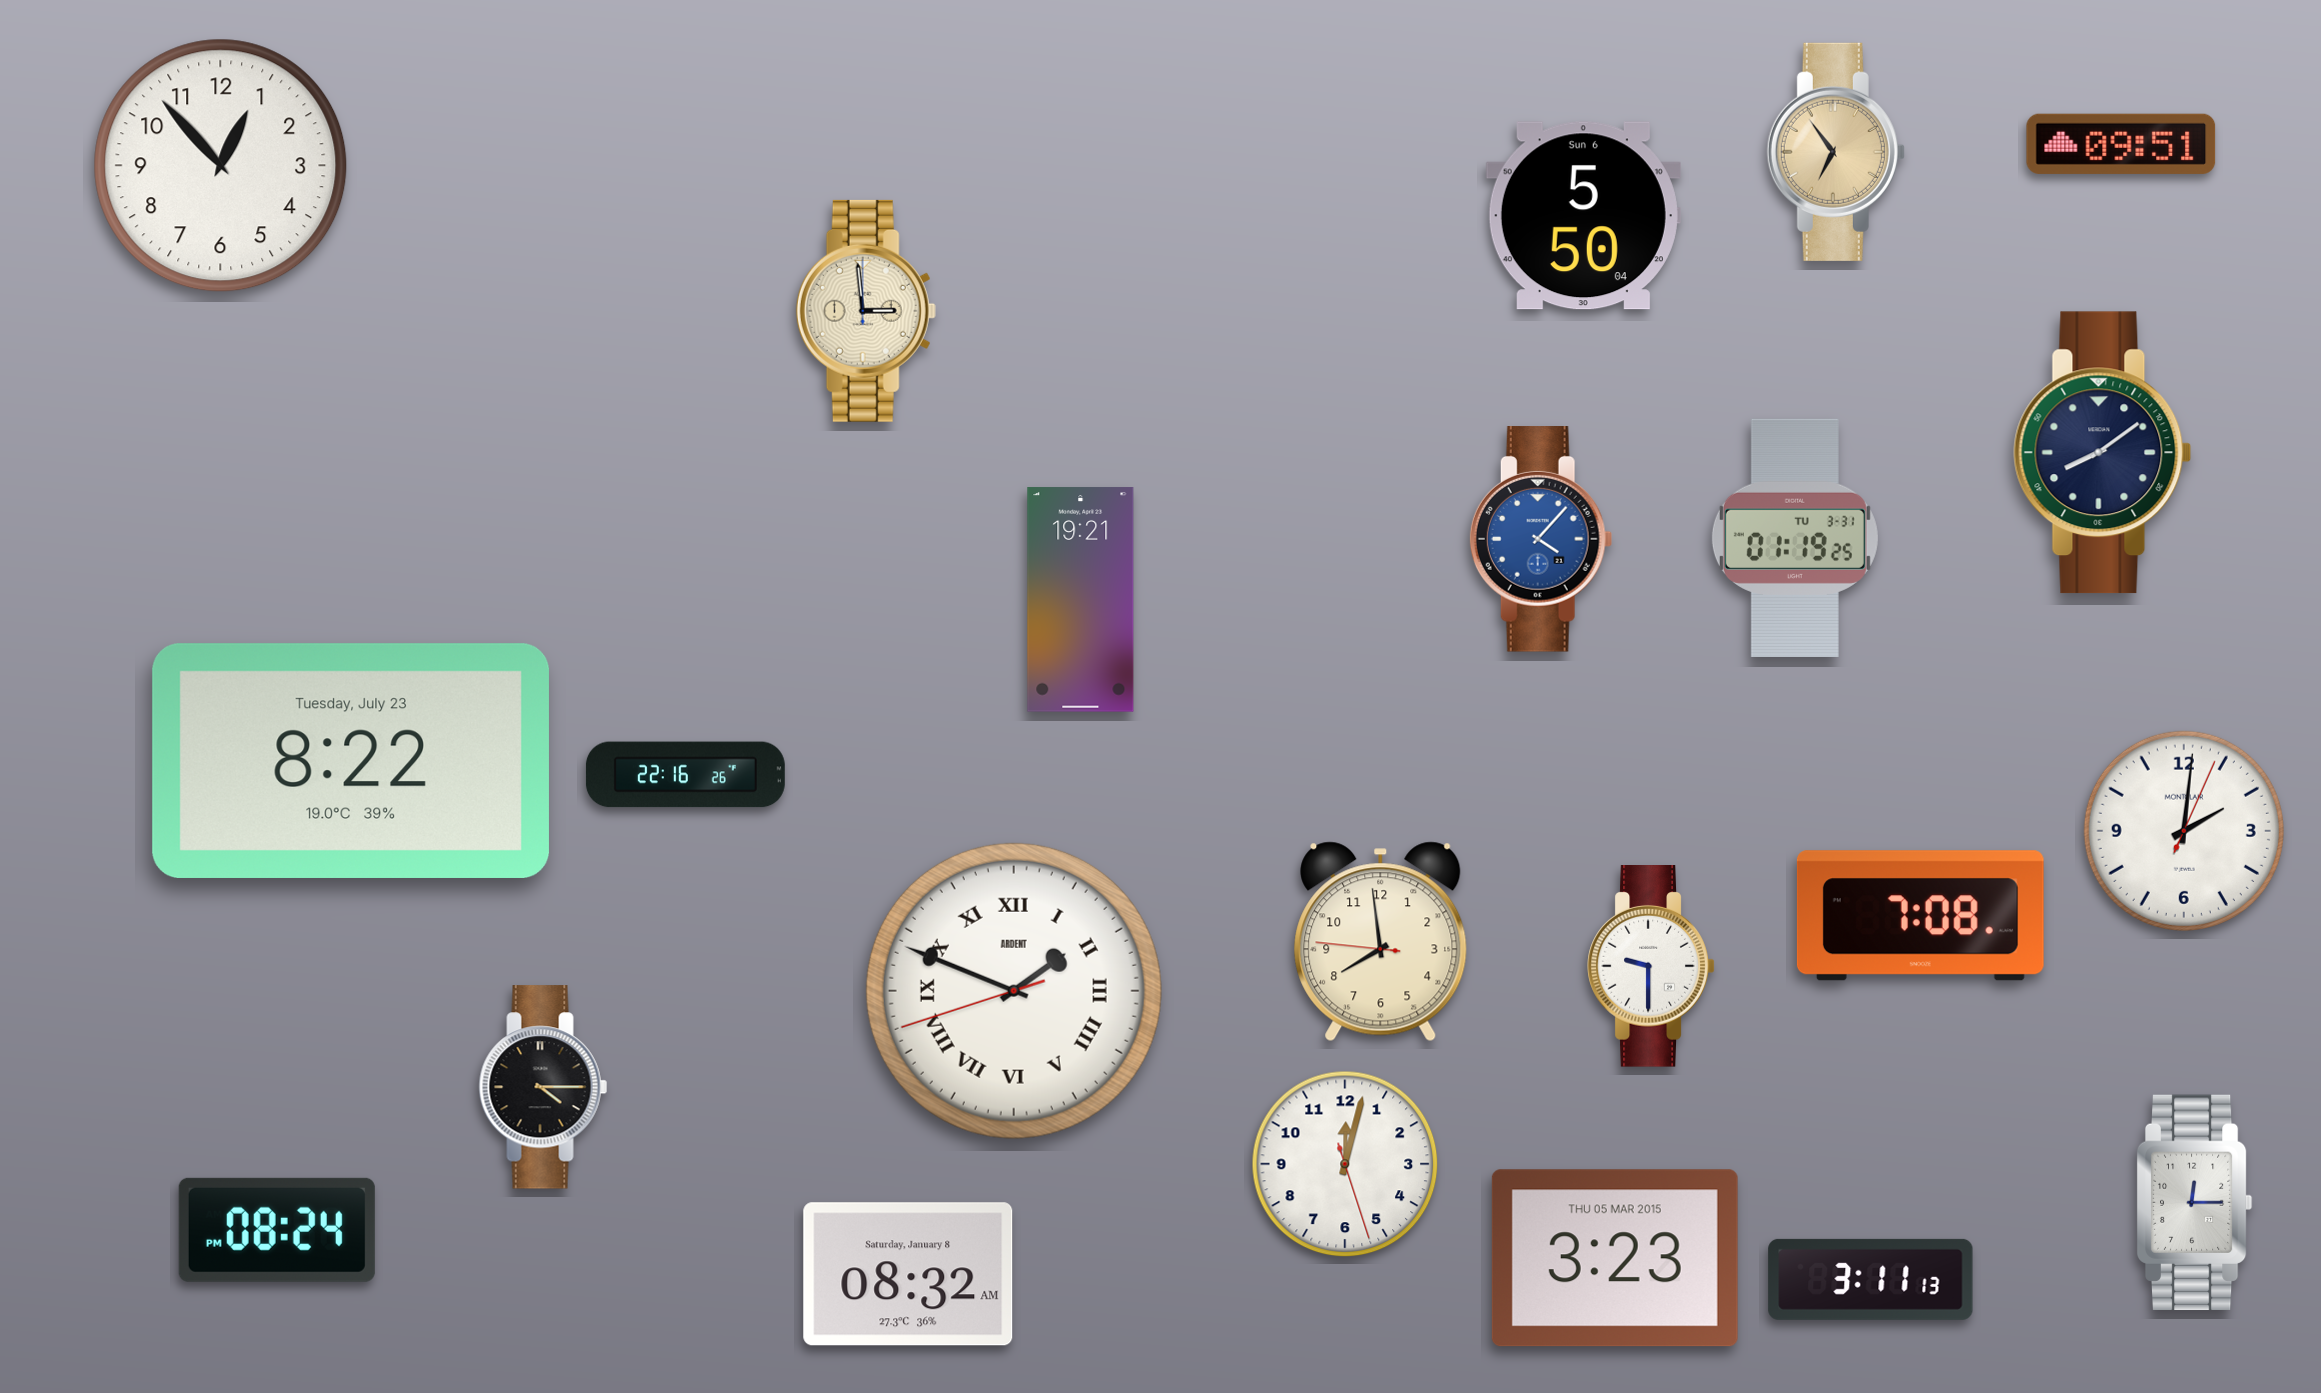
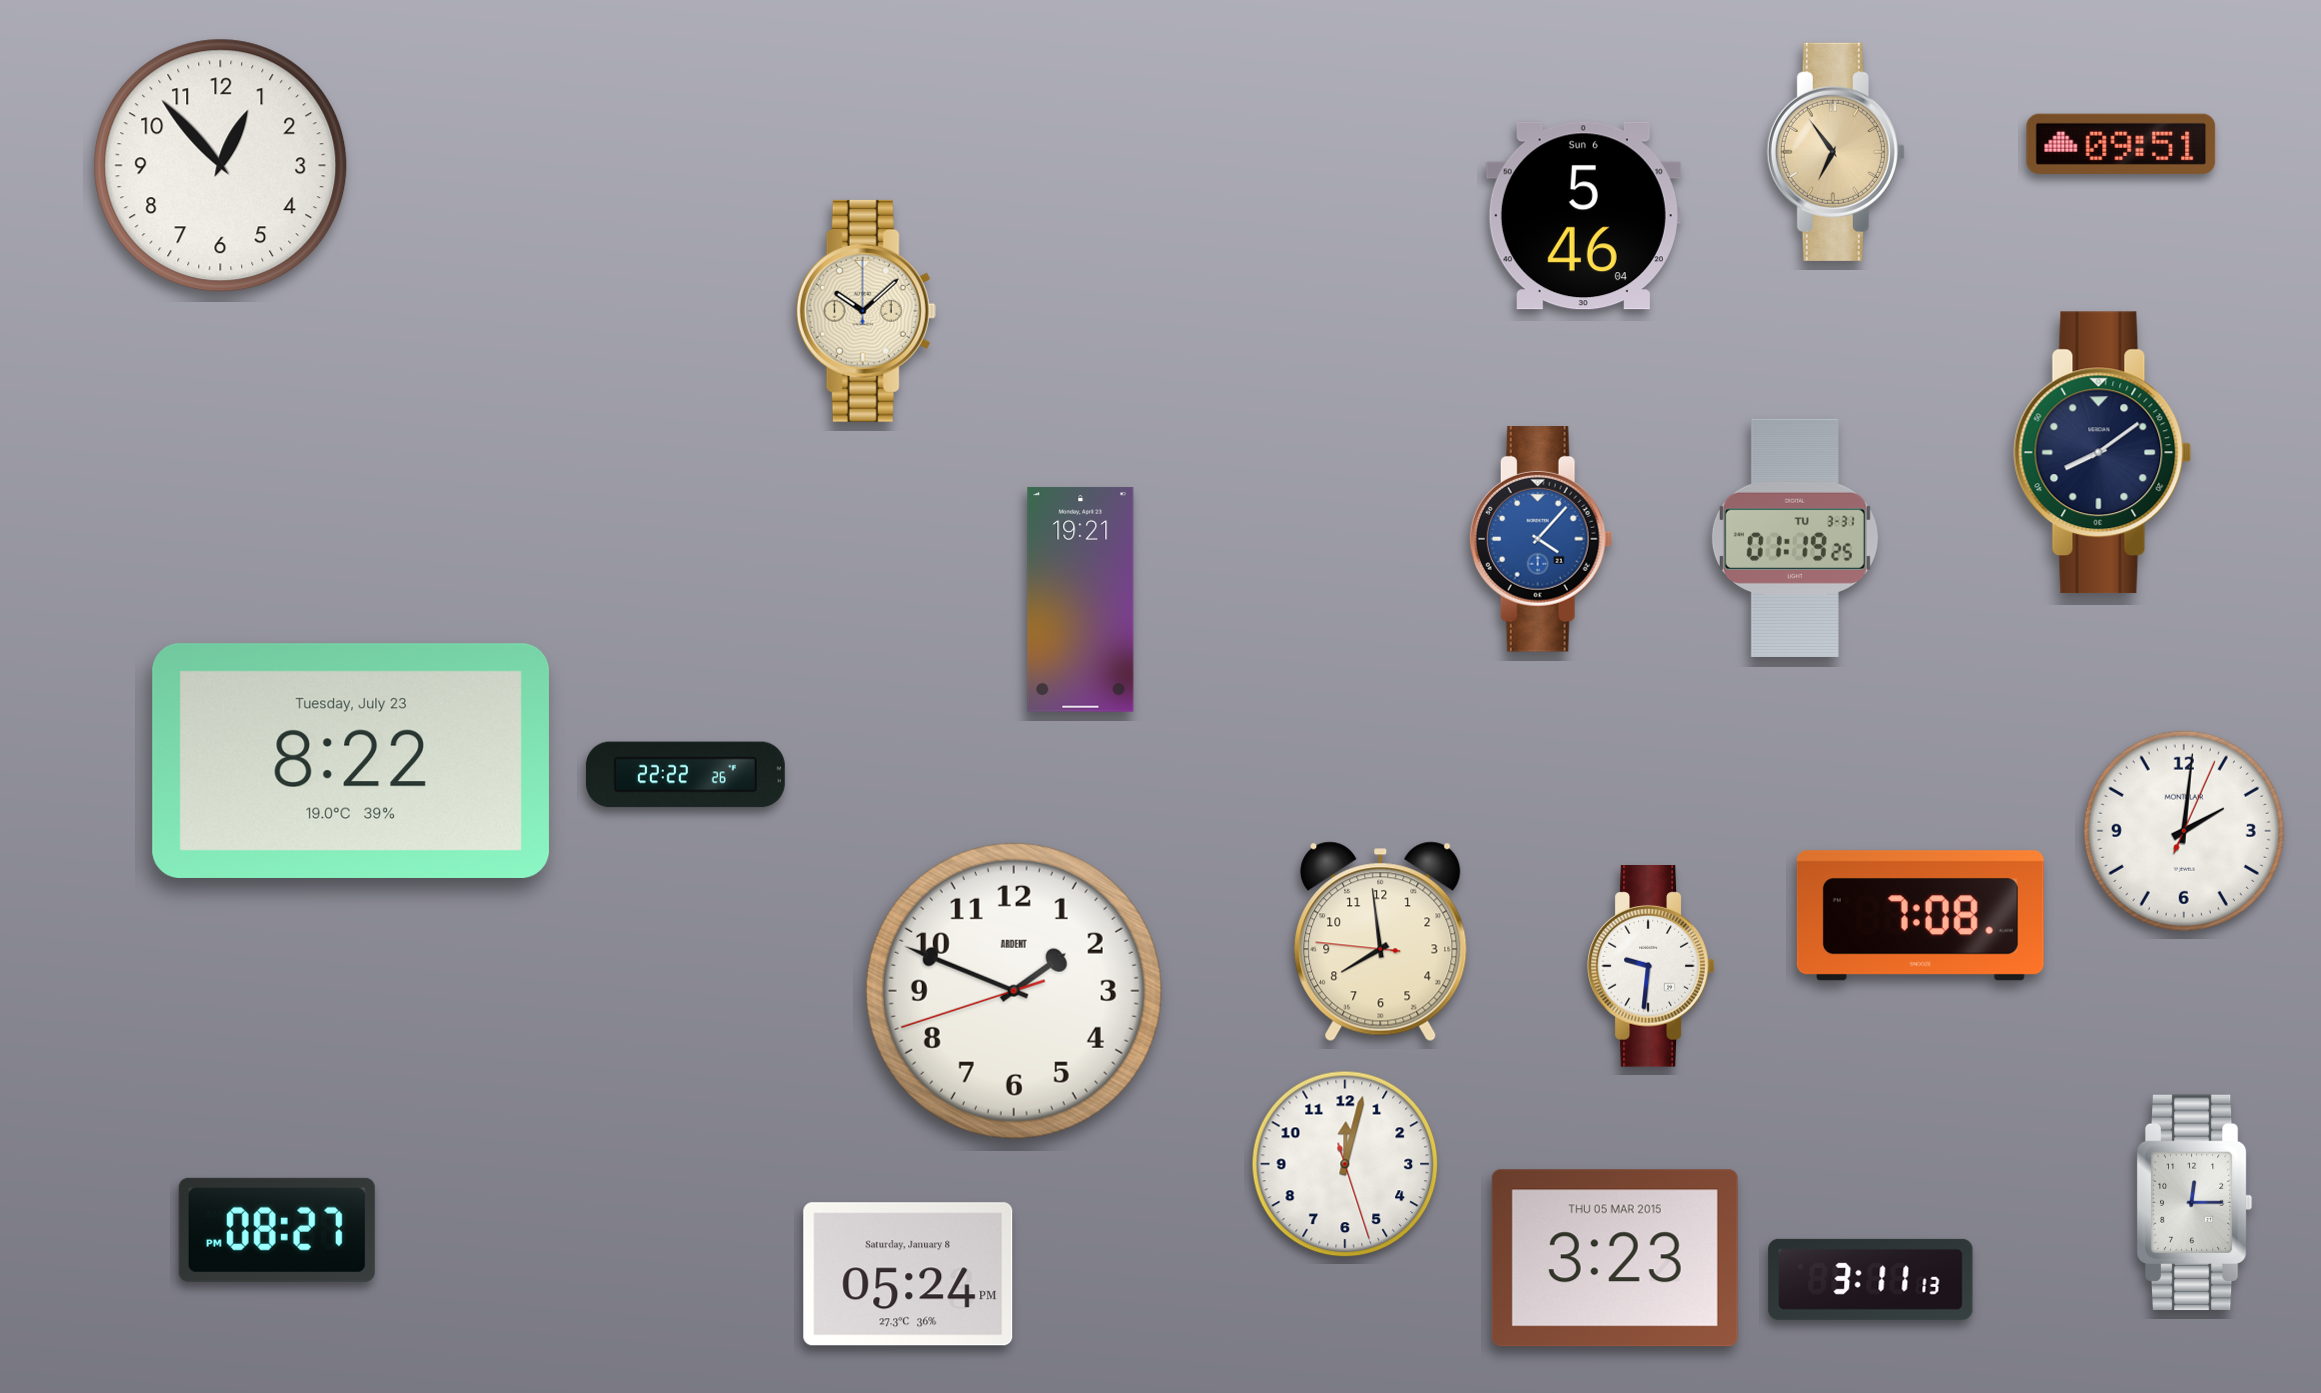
clock at (1583, 216): 5:50 -> 5:46
clock at (866, 311): 2:59 -> 10:08
clock at (685, 775): 22:16 -> 22:22
clock at (1651, 967): 9:30 -> 9:31
clock at (1014, 991) numerals: Roman -> Arabic
clock at (543, 1087): 4:15 -> none
clock at (277, 1230): 08:24 -> 08:27
clock at (908, 1274): 08:32 -> 05:24
